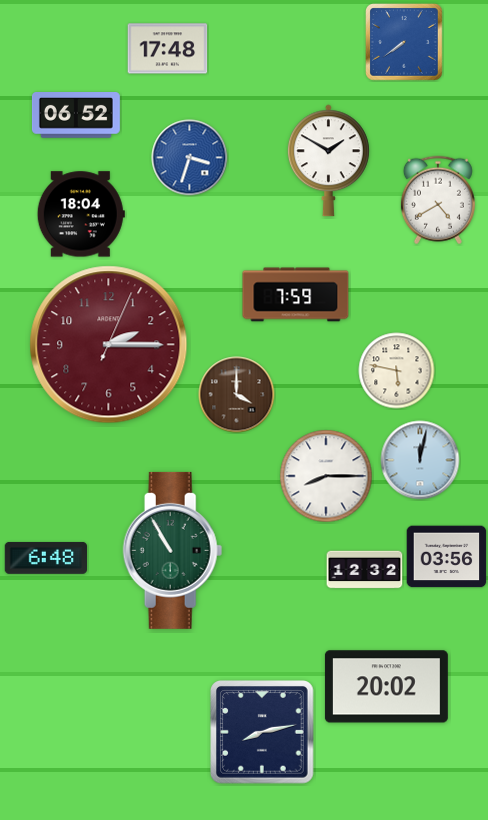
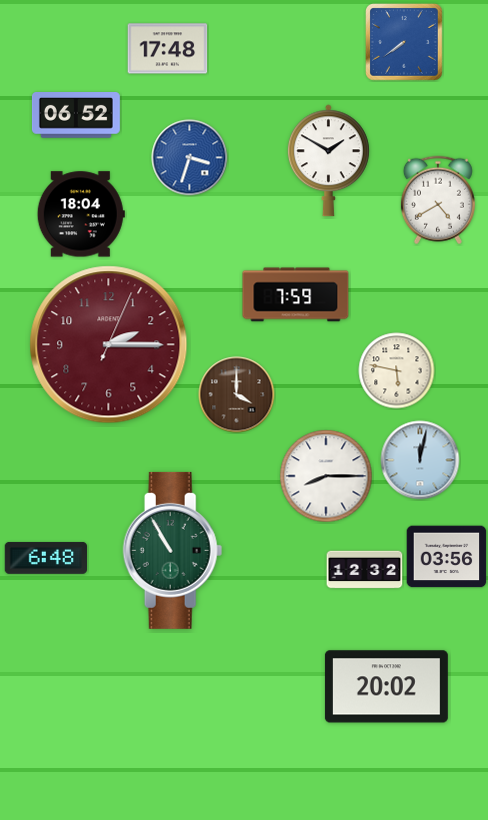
clock at (262, 732): 8:13 -> none
